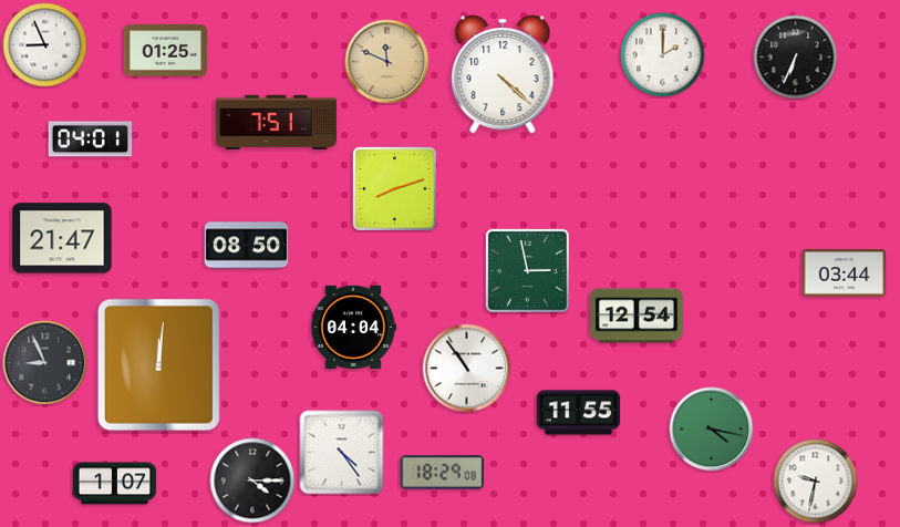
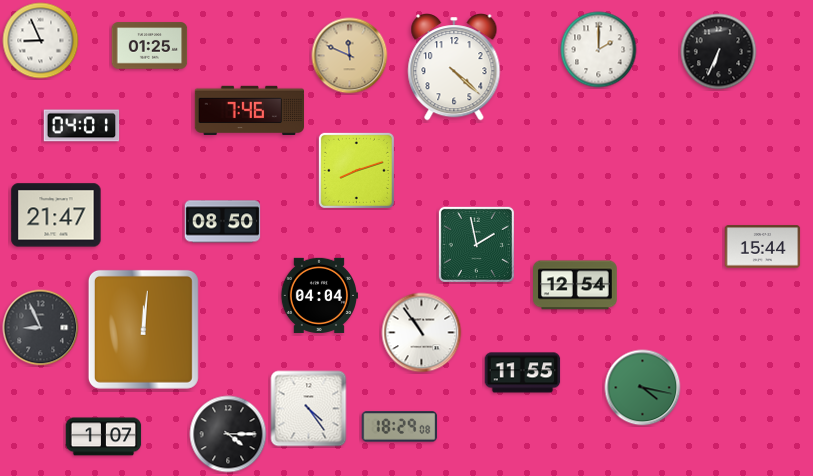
clock at (277, 123): 7:51 -> 7:46
clock at (527, 270): 2:58 -> 1:58
clock at (845, 273): 03:44 -> 15:44
clock at (816, 482): 9:32 -> none
